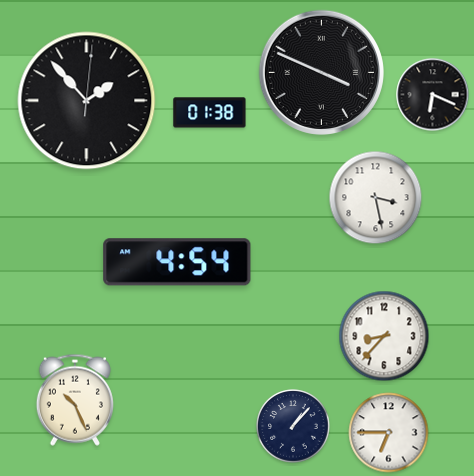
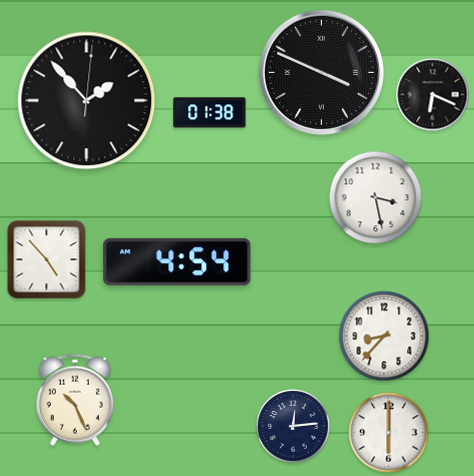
clock at (47, 260): none -> 4:53
clock at (293, 426): 1:07 -> 12:14
clock at (389, 433): 6:45 -> 6:00
